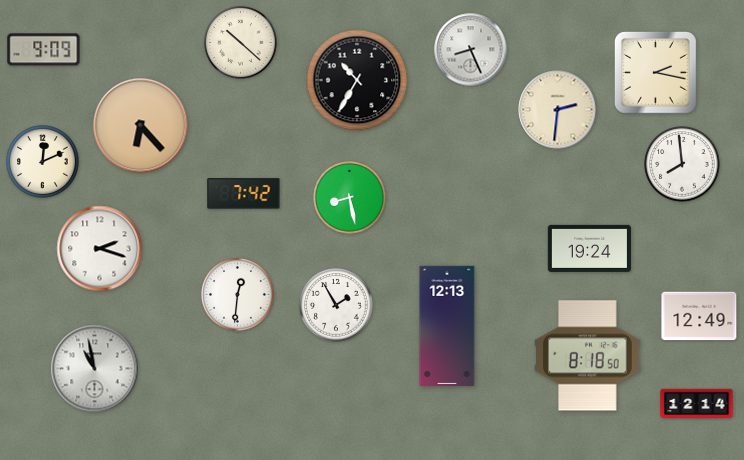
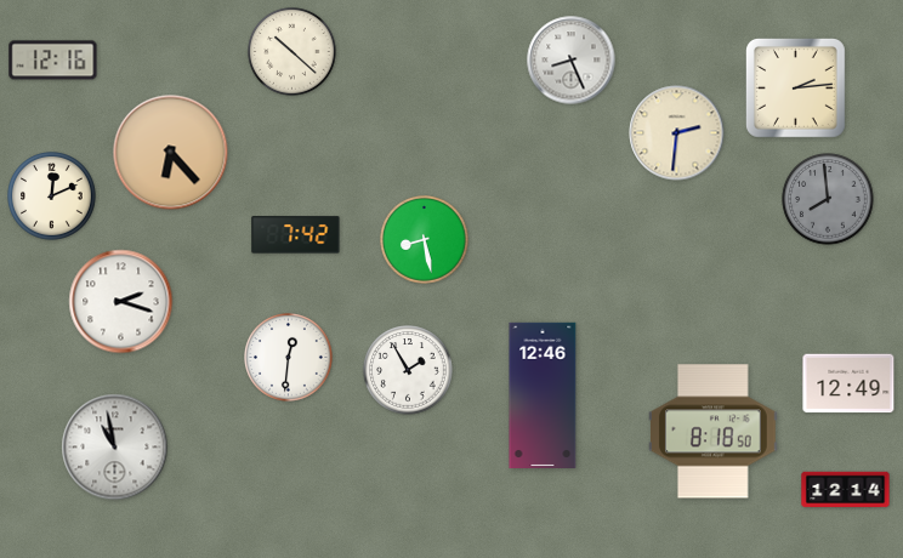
clock at (44, 50): 9:09 -> 12:16
clock at (656, 73): 2:17 -> 2:14
clock at (357, 80): 10:35 -> none
clock at (682, 164) dial: white -> grey
clock at (589, 248): 19:24 -> none
clock at (447, 325): 12:13 -> 12:46
